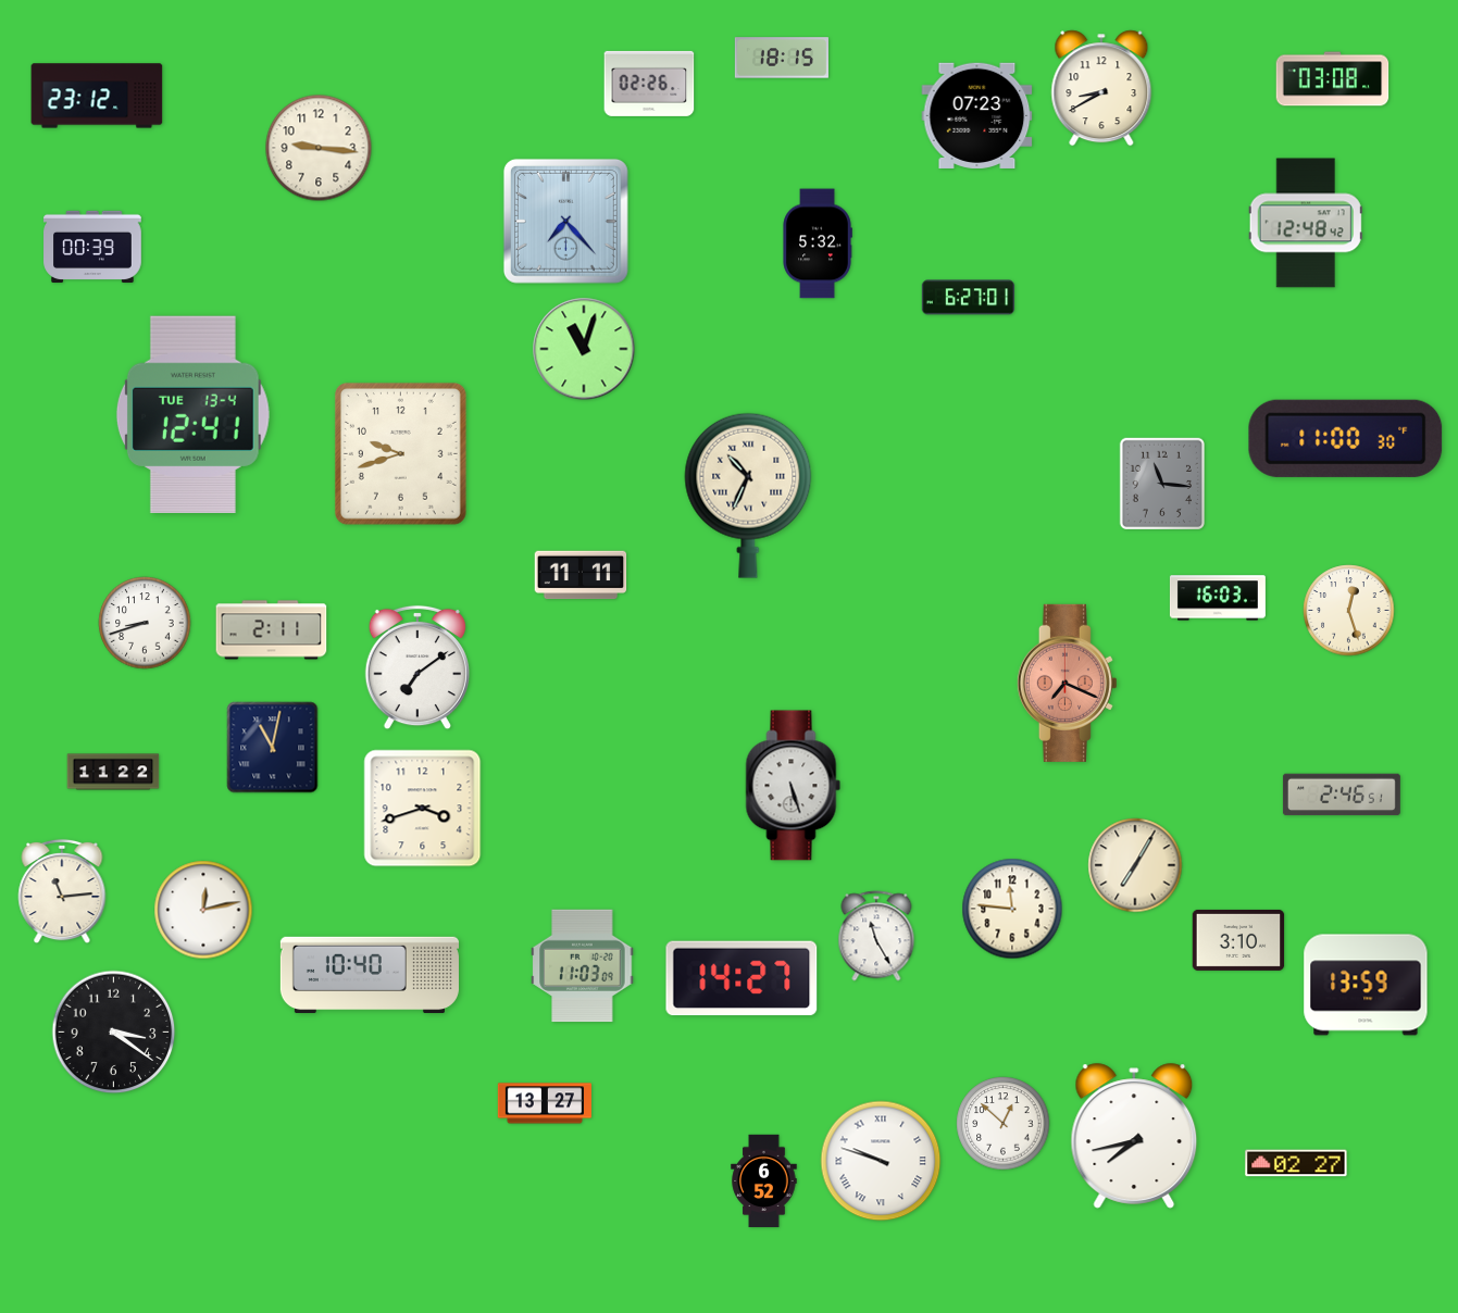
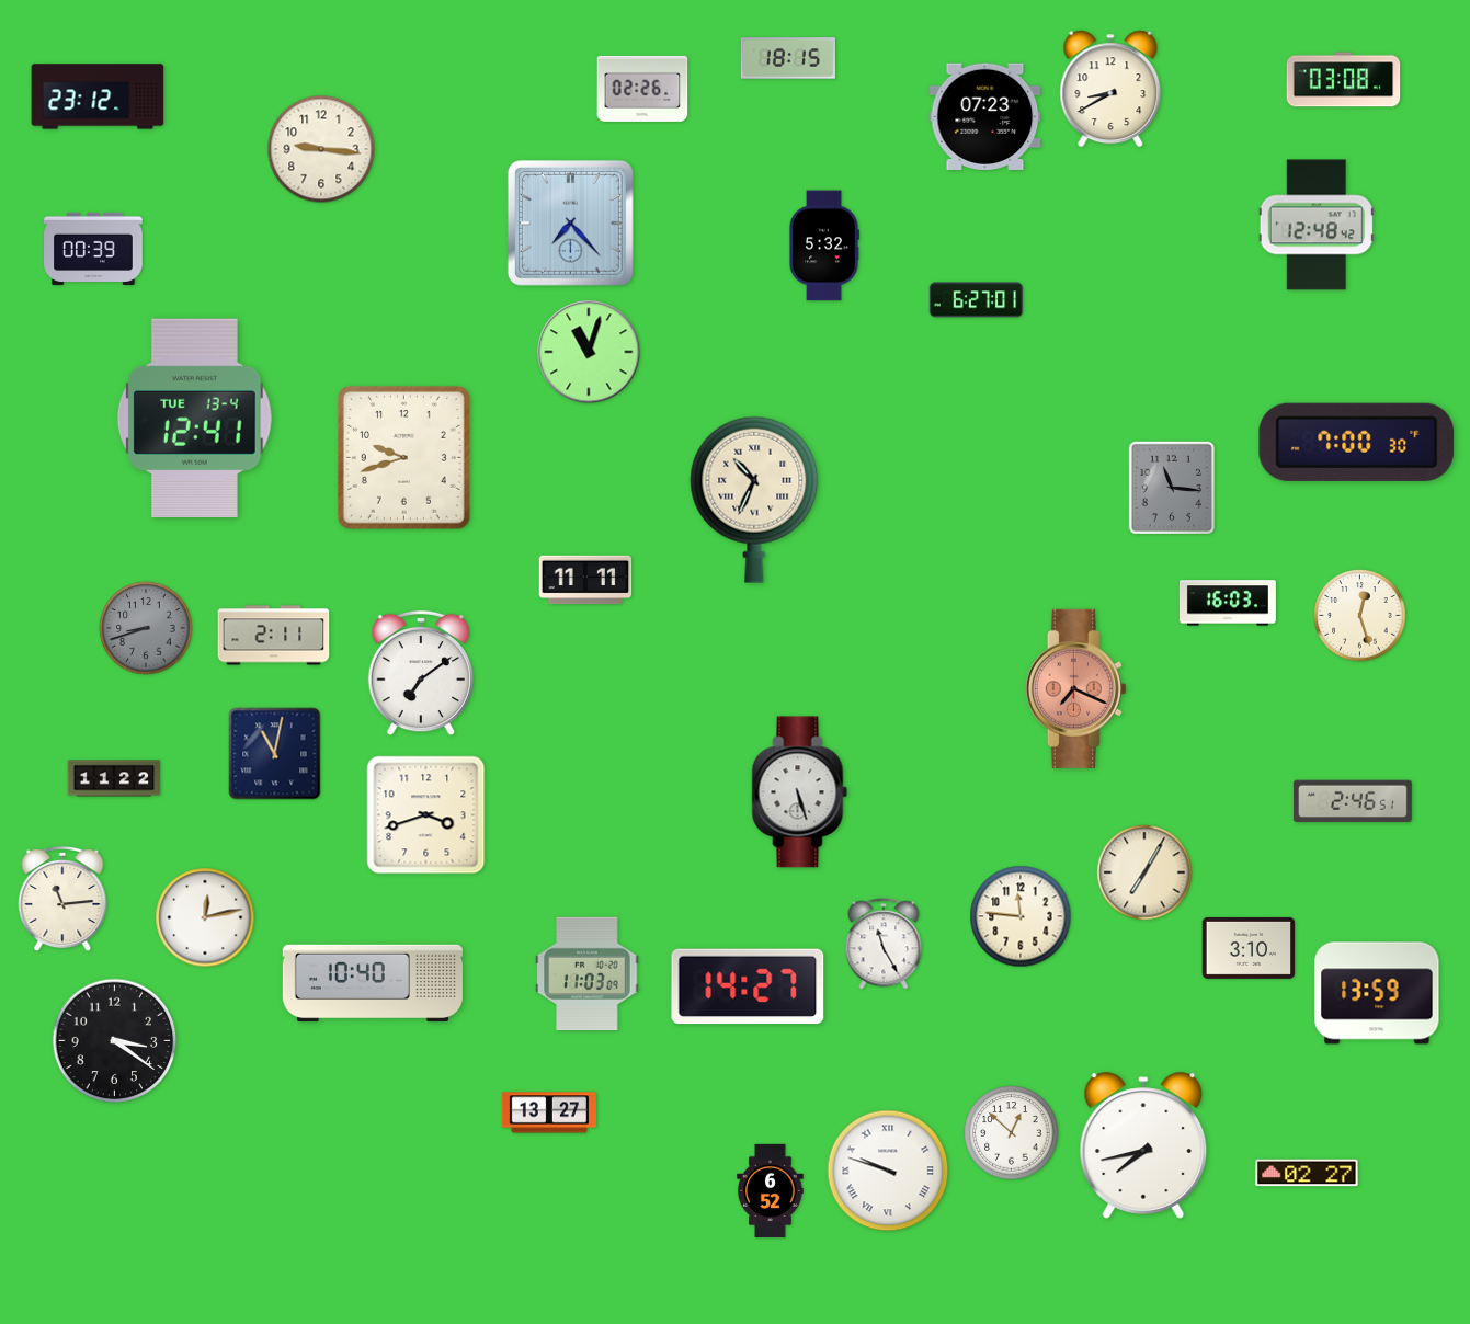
clock at (649, 84) position: (649, 84) -> (642, 89)
clock at (1346, 438): 11:00 -> 7:00
clock at (145, 623) dial: white -> grey
